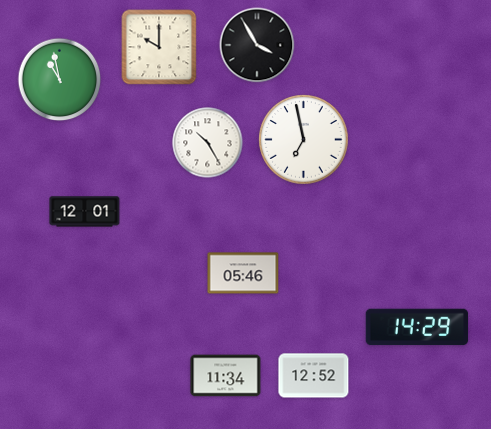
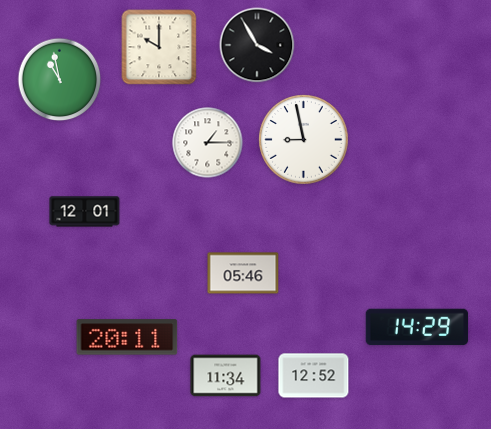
clock at (304, 140): 6:58 -> 8:58
clock at (208, 143): 10:25 -> 1:15
clock at (127, 337): none -> 20:11
